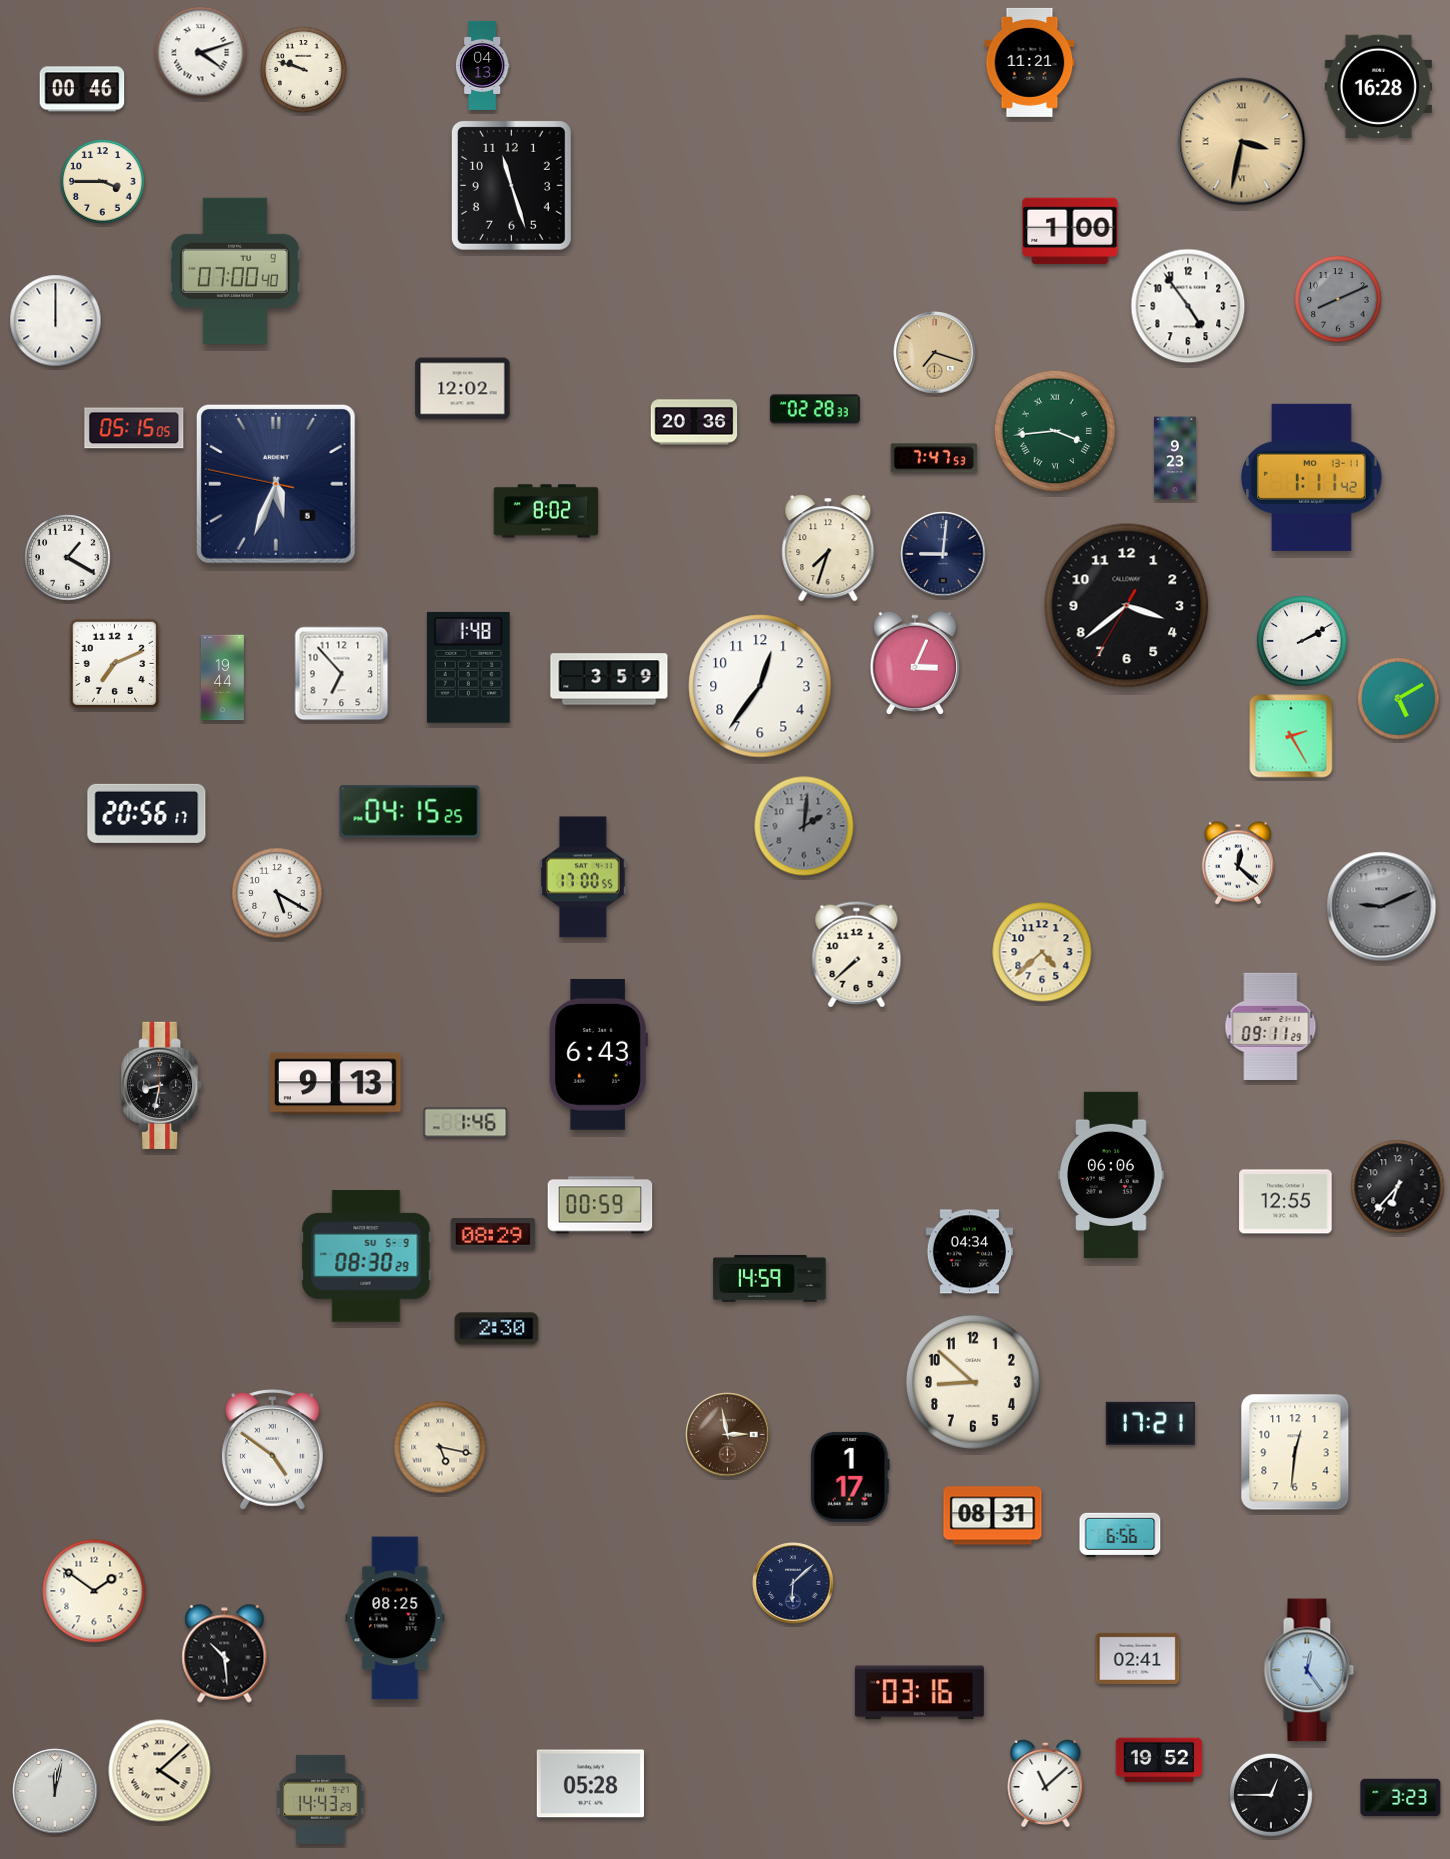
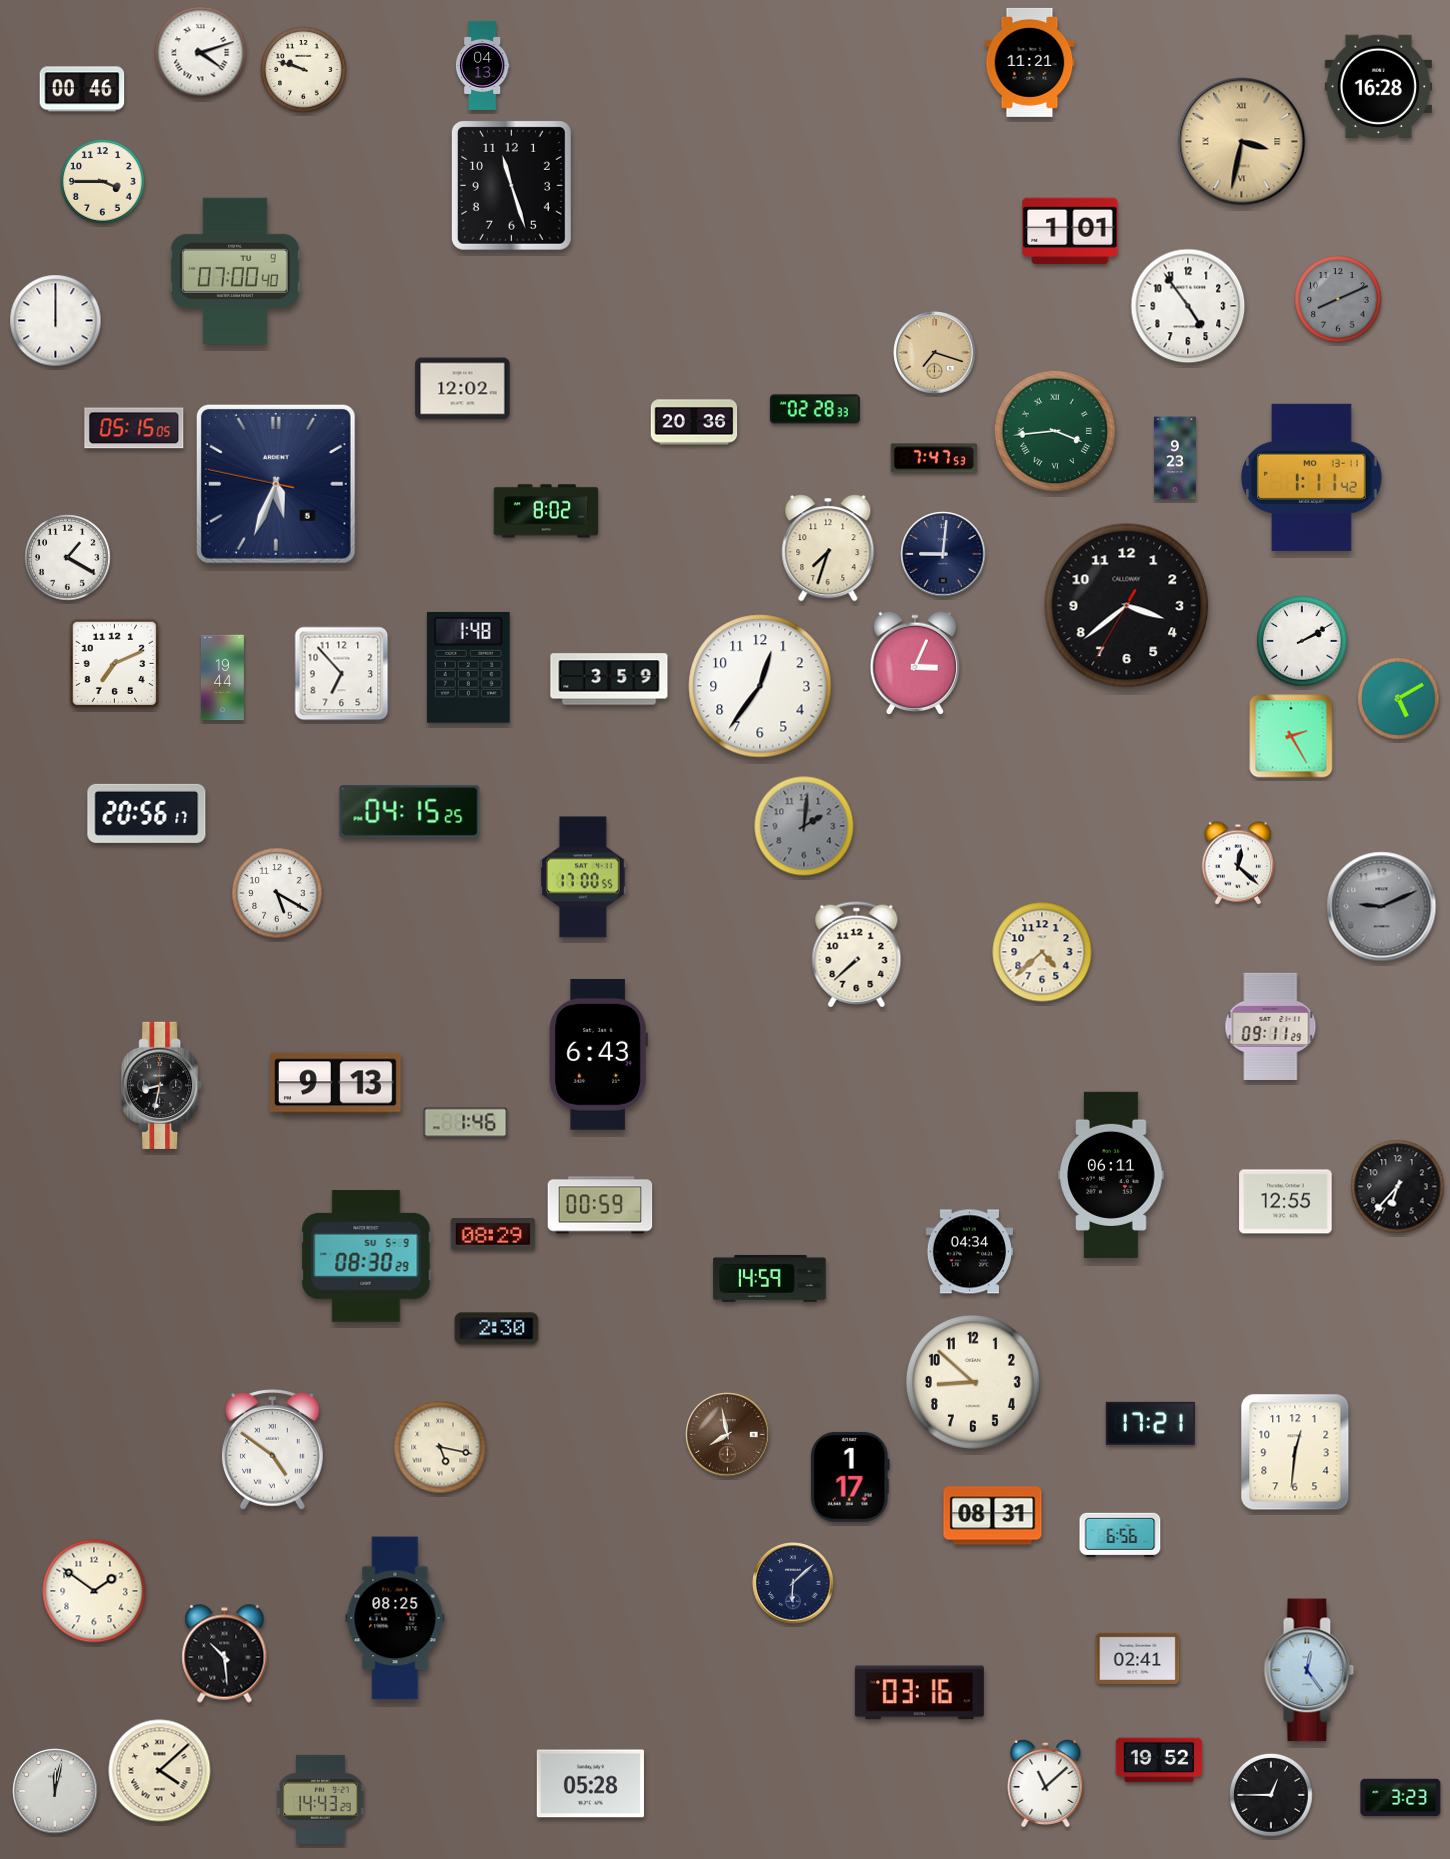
clock at (1070, 231): 1:00 -> 1:01
clock at (1111, 1175): 06:06 -> 06:11
clock at (728, 1435): 2:58 -> 7:58
